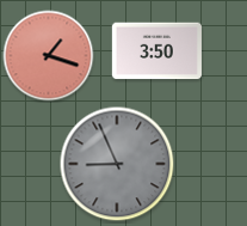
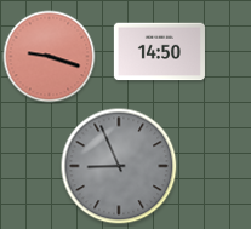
clock at (156, 51): 3:50 -> 14:50
clock at (49, 56): 1:18 -> 9:18
